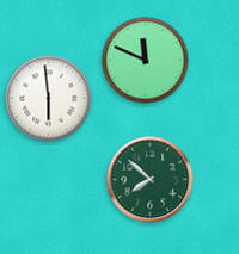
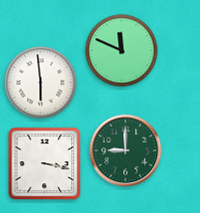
clock at (151, 180): 7:52 -> 9:00
clock at (45, 164): none -> 3:17
